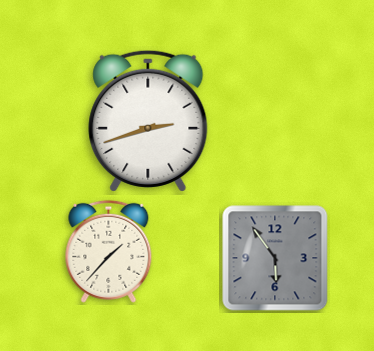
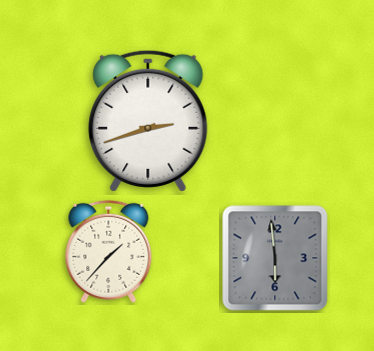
clock at (275, 258): 5:54 -> 5:59
